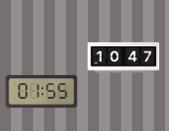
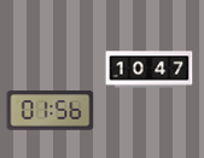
clock at (42, 92): 01:55 -> 01:56
